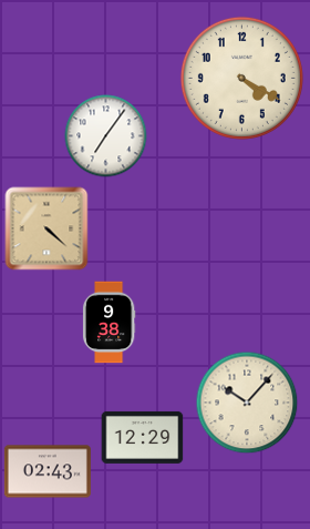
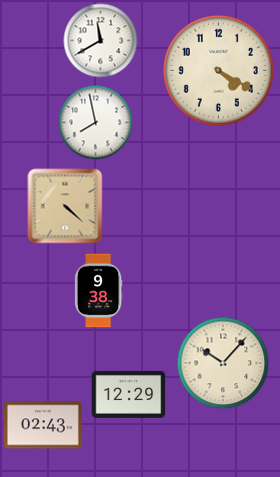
clock at (101, 41): none -> 11:40
clock at (106, 136): 7:06 -> 7:58
clock at (46, 228) position: (46, 228) -> (65, 206)
